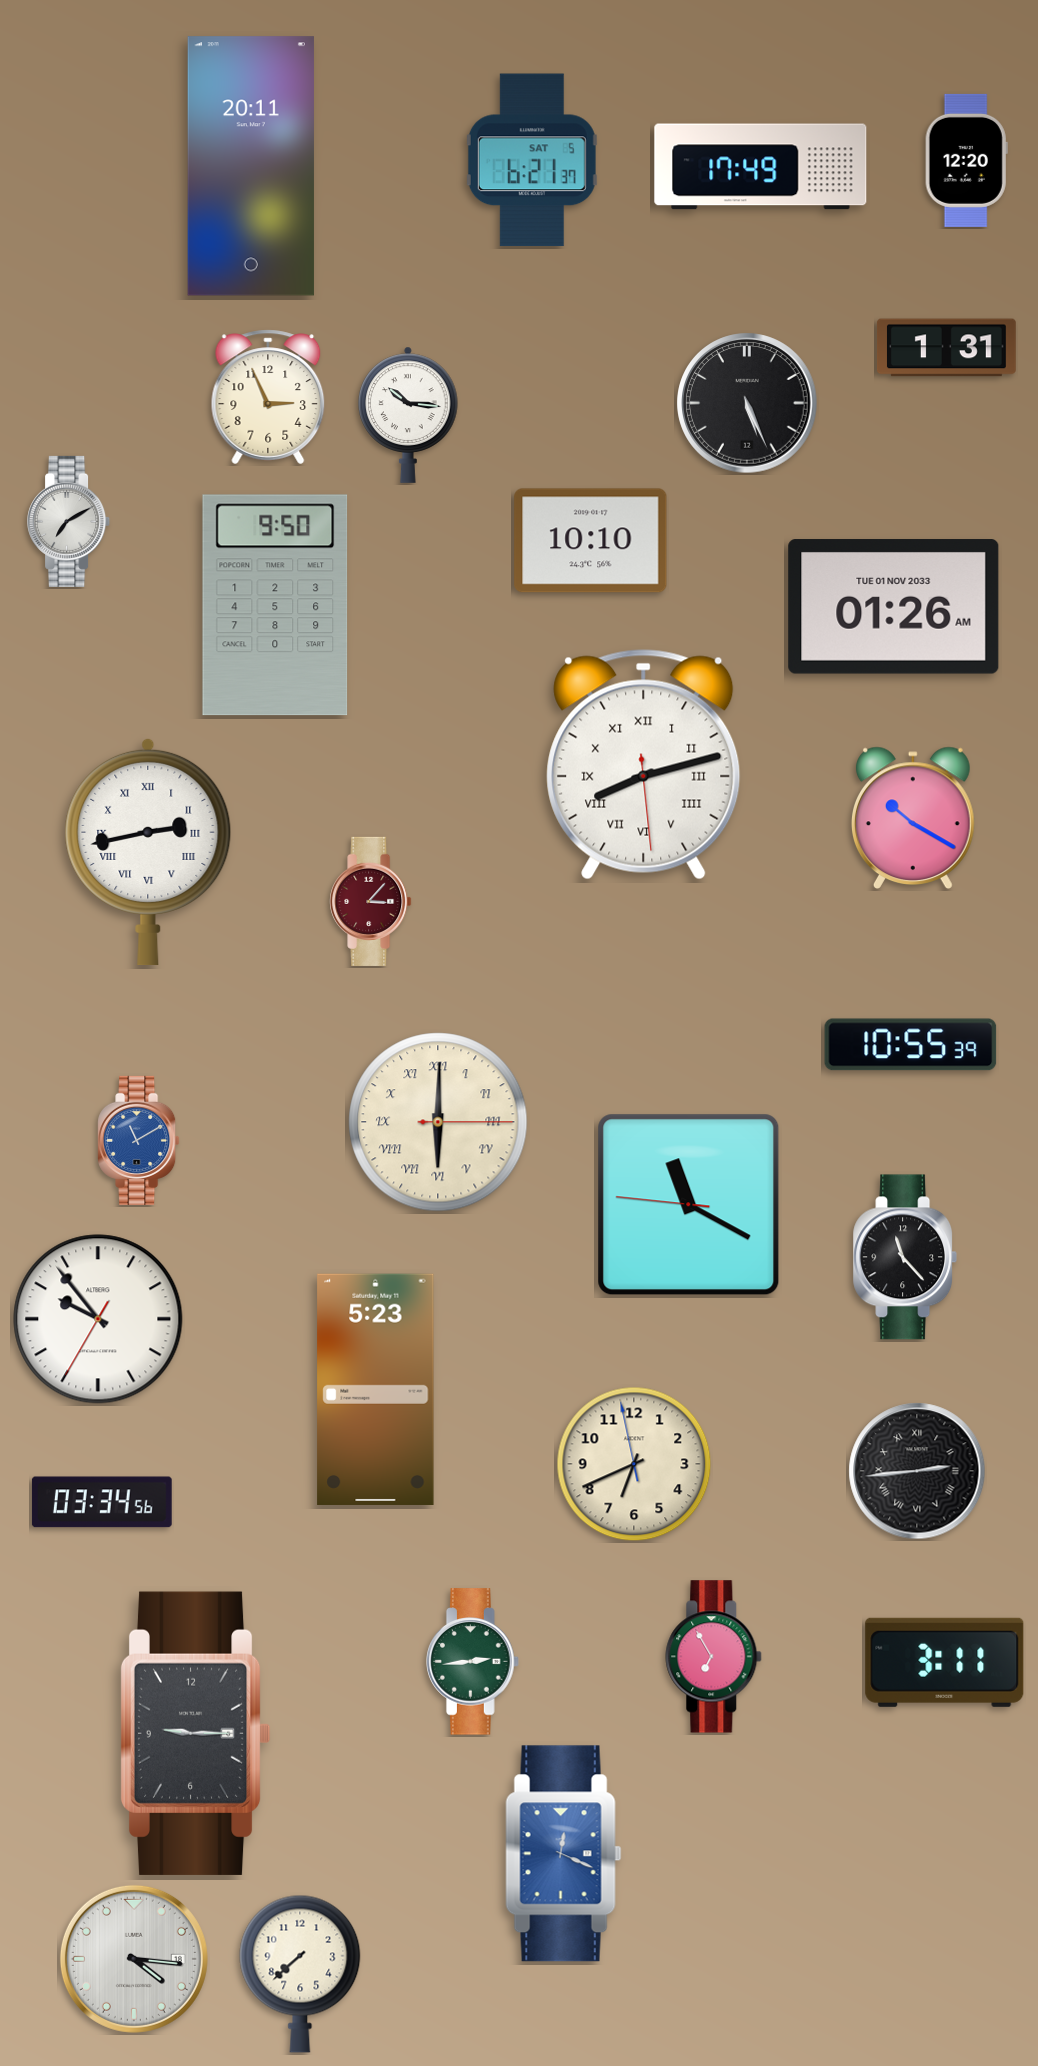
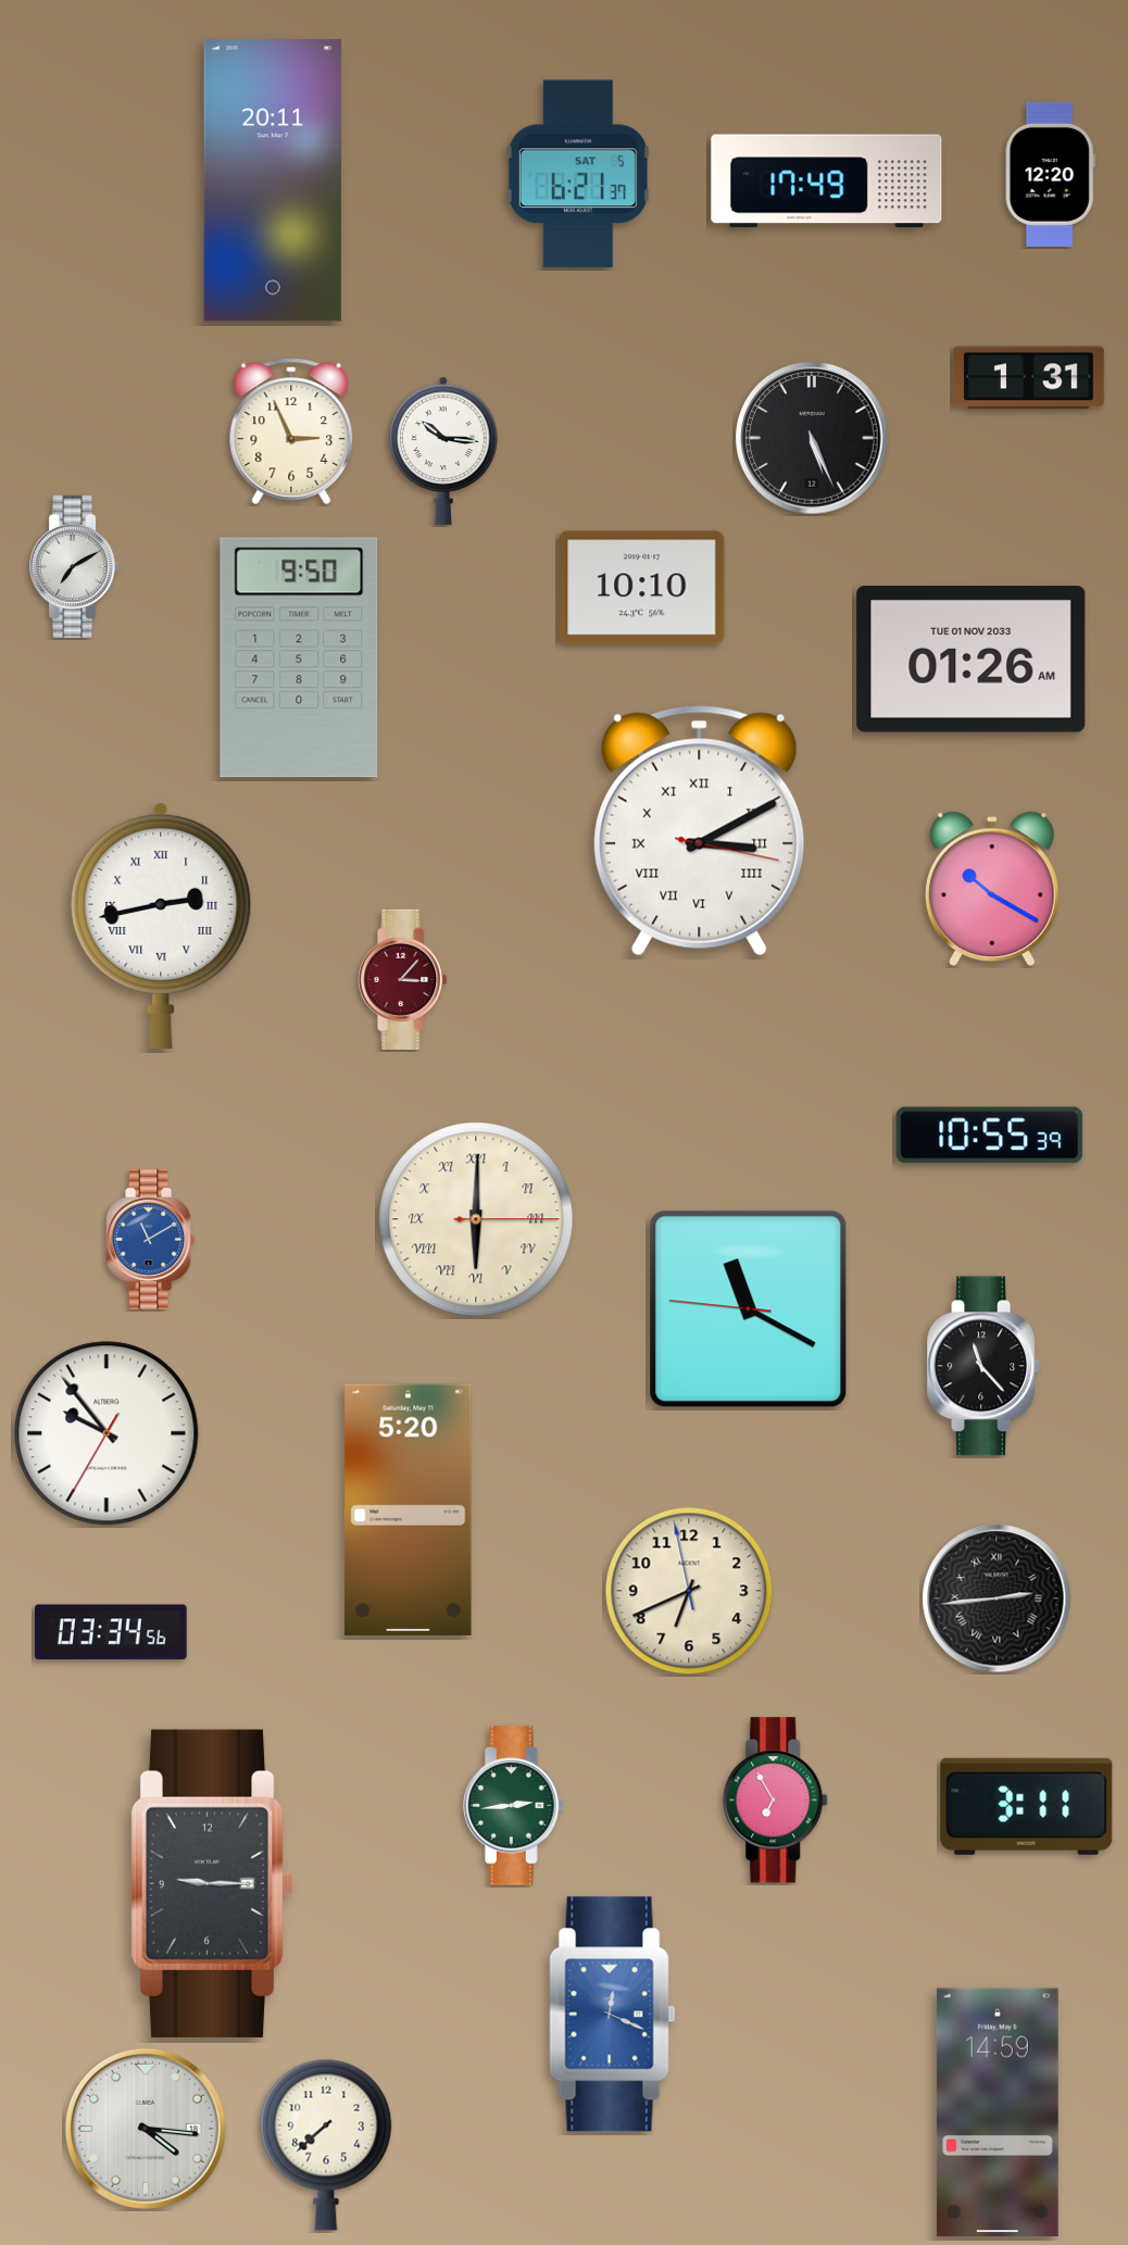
clock at (644, 765): 8:12 -> 3:10
clock at (376, 1389): 5:23 -> 5:20
clock at (998, 2112): none -> 14:59
